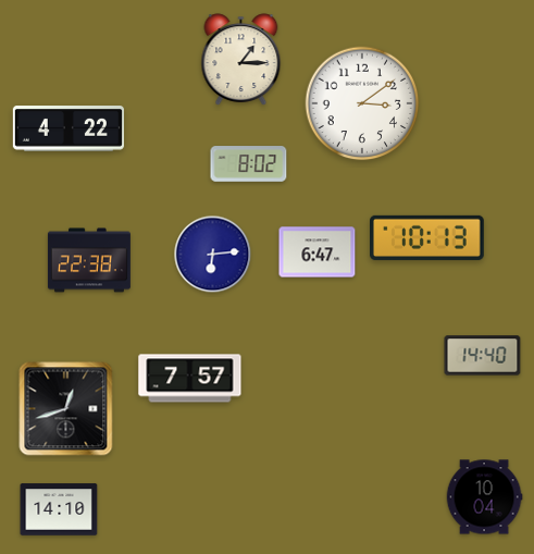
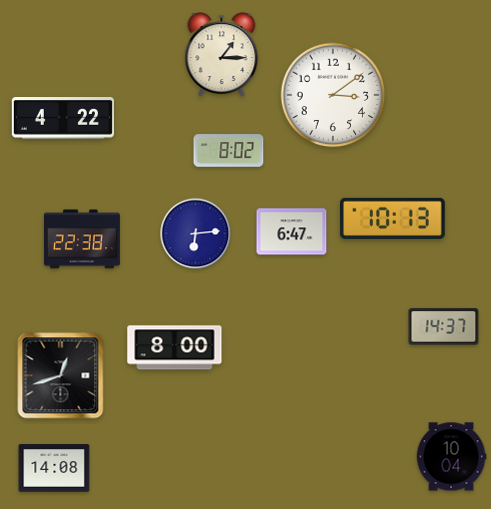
clock at (483, 356): 14:40 -> 14:37
clock at (190, 379): 7:57 -> 8:00
clock at (484, 497) position: (484, 497) -> (451, 457)
clock at (59, 509): 14:10 -> 14:08
